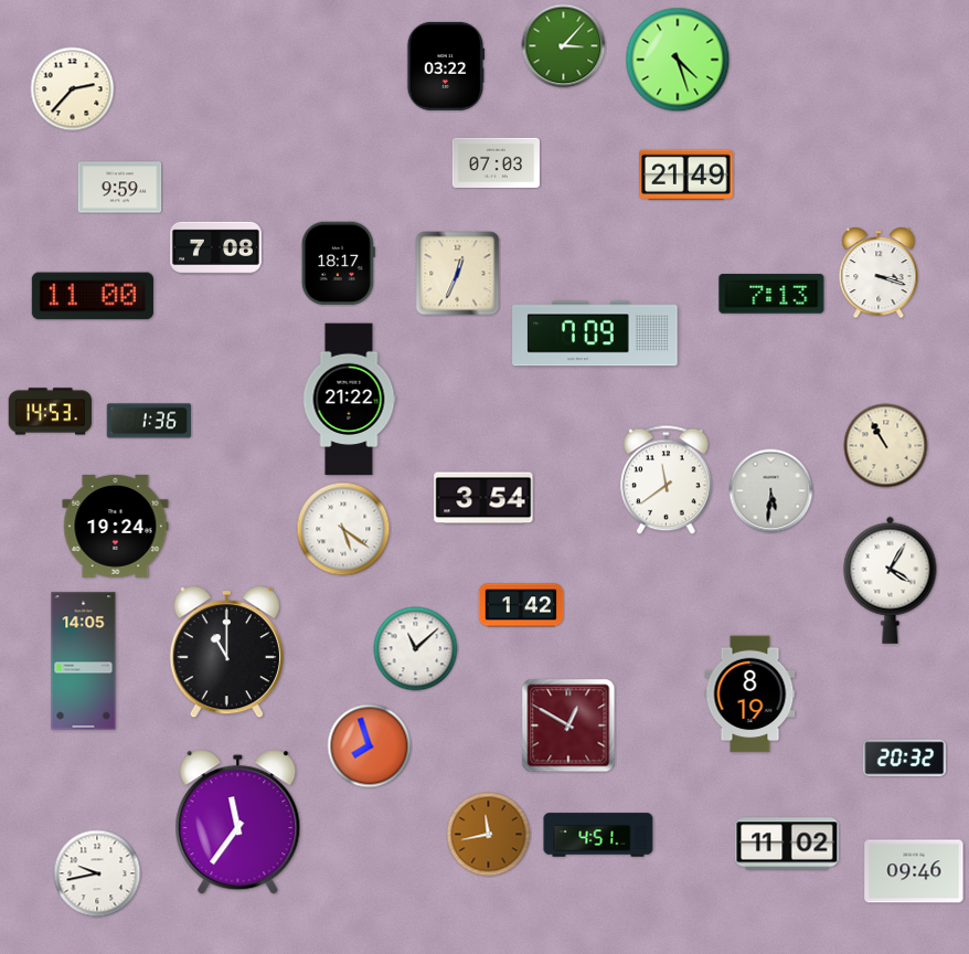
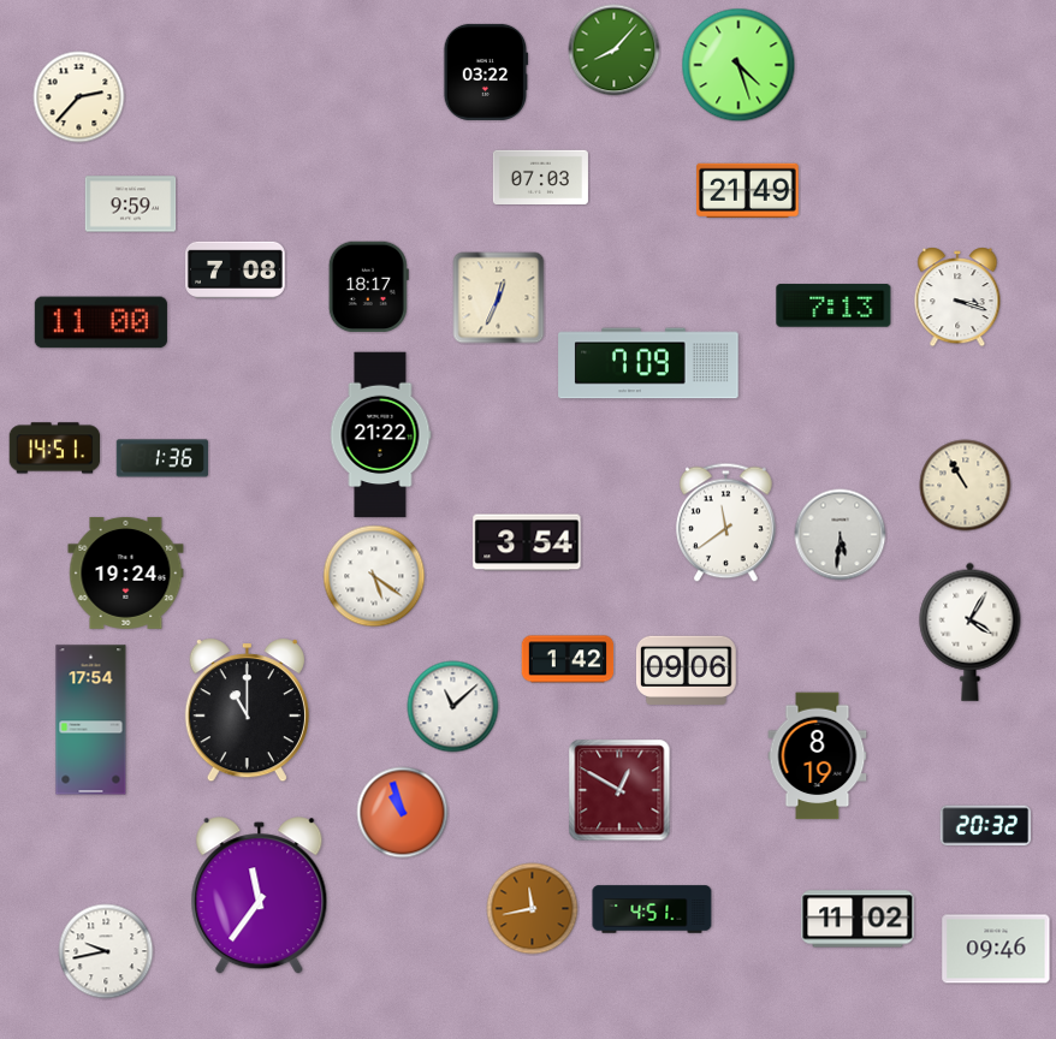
clock at (564, 46): 3:07 -> 8:07
clock at (771, 294) position: (771, 294) -> (833, 305)
clock at (51, 412): 14:53 -> 14:51
clock at (686, 670): none -> 09:06
clock at (84, 661): 14:05 -> 17:54
clock at (370, 746): 7:57 -> 10:57
